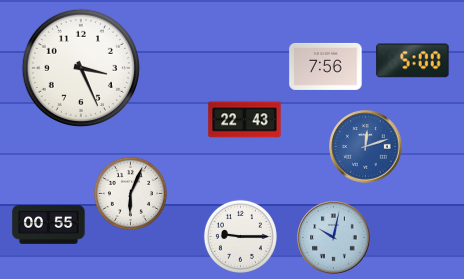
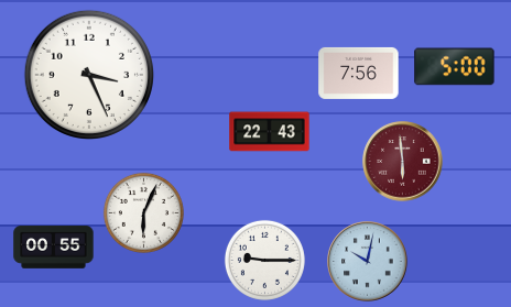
clock at (366, 147): 12:12 -> 5:59
clock at (366, 147) dial: blue -> burgundy
